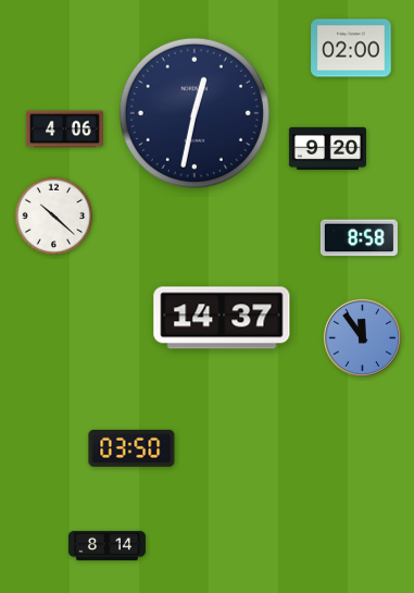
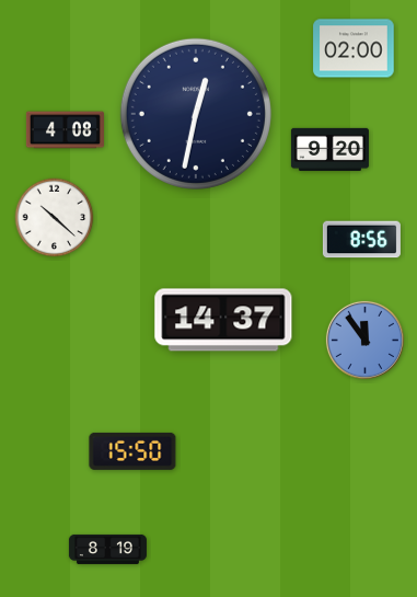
clock at (64, 129): 4:06 -> 4:08
clock at (359, 238): 8:58 -> 8:56
clock at (131, 448): 03:50 -> 15:50
clock at (106, 545): 8:14 -> 8:19
